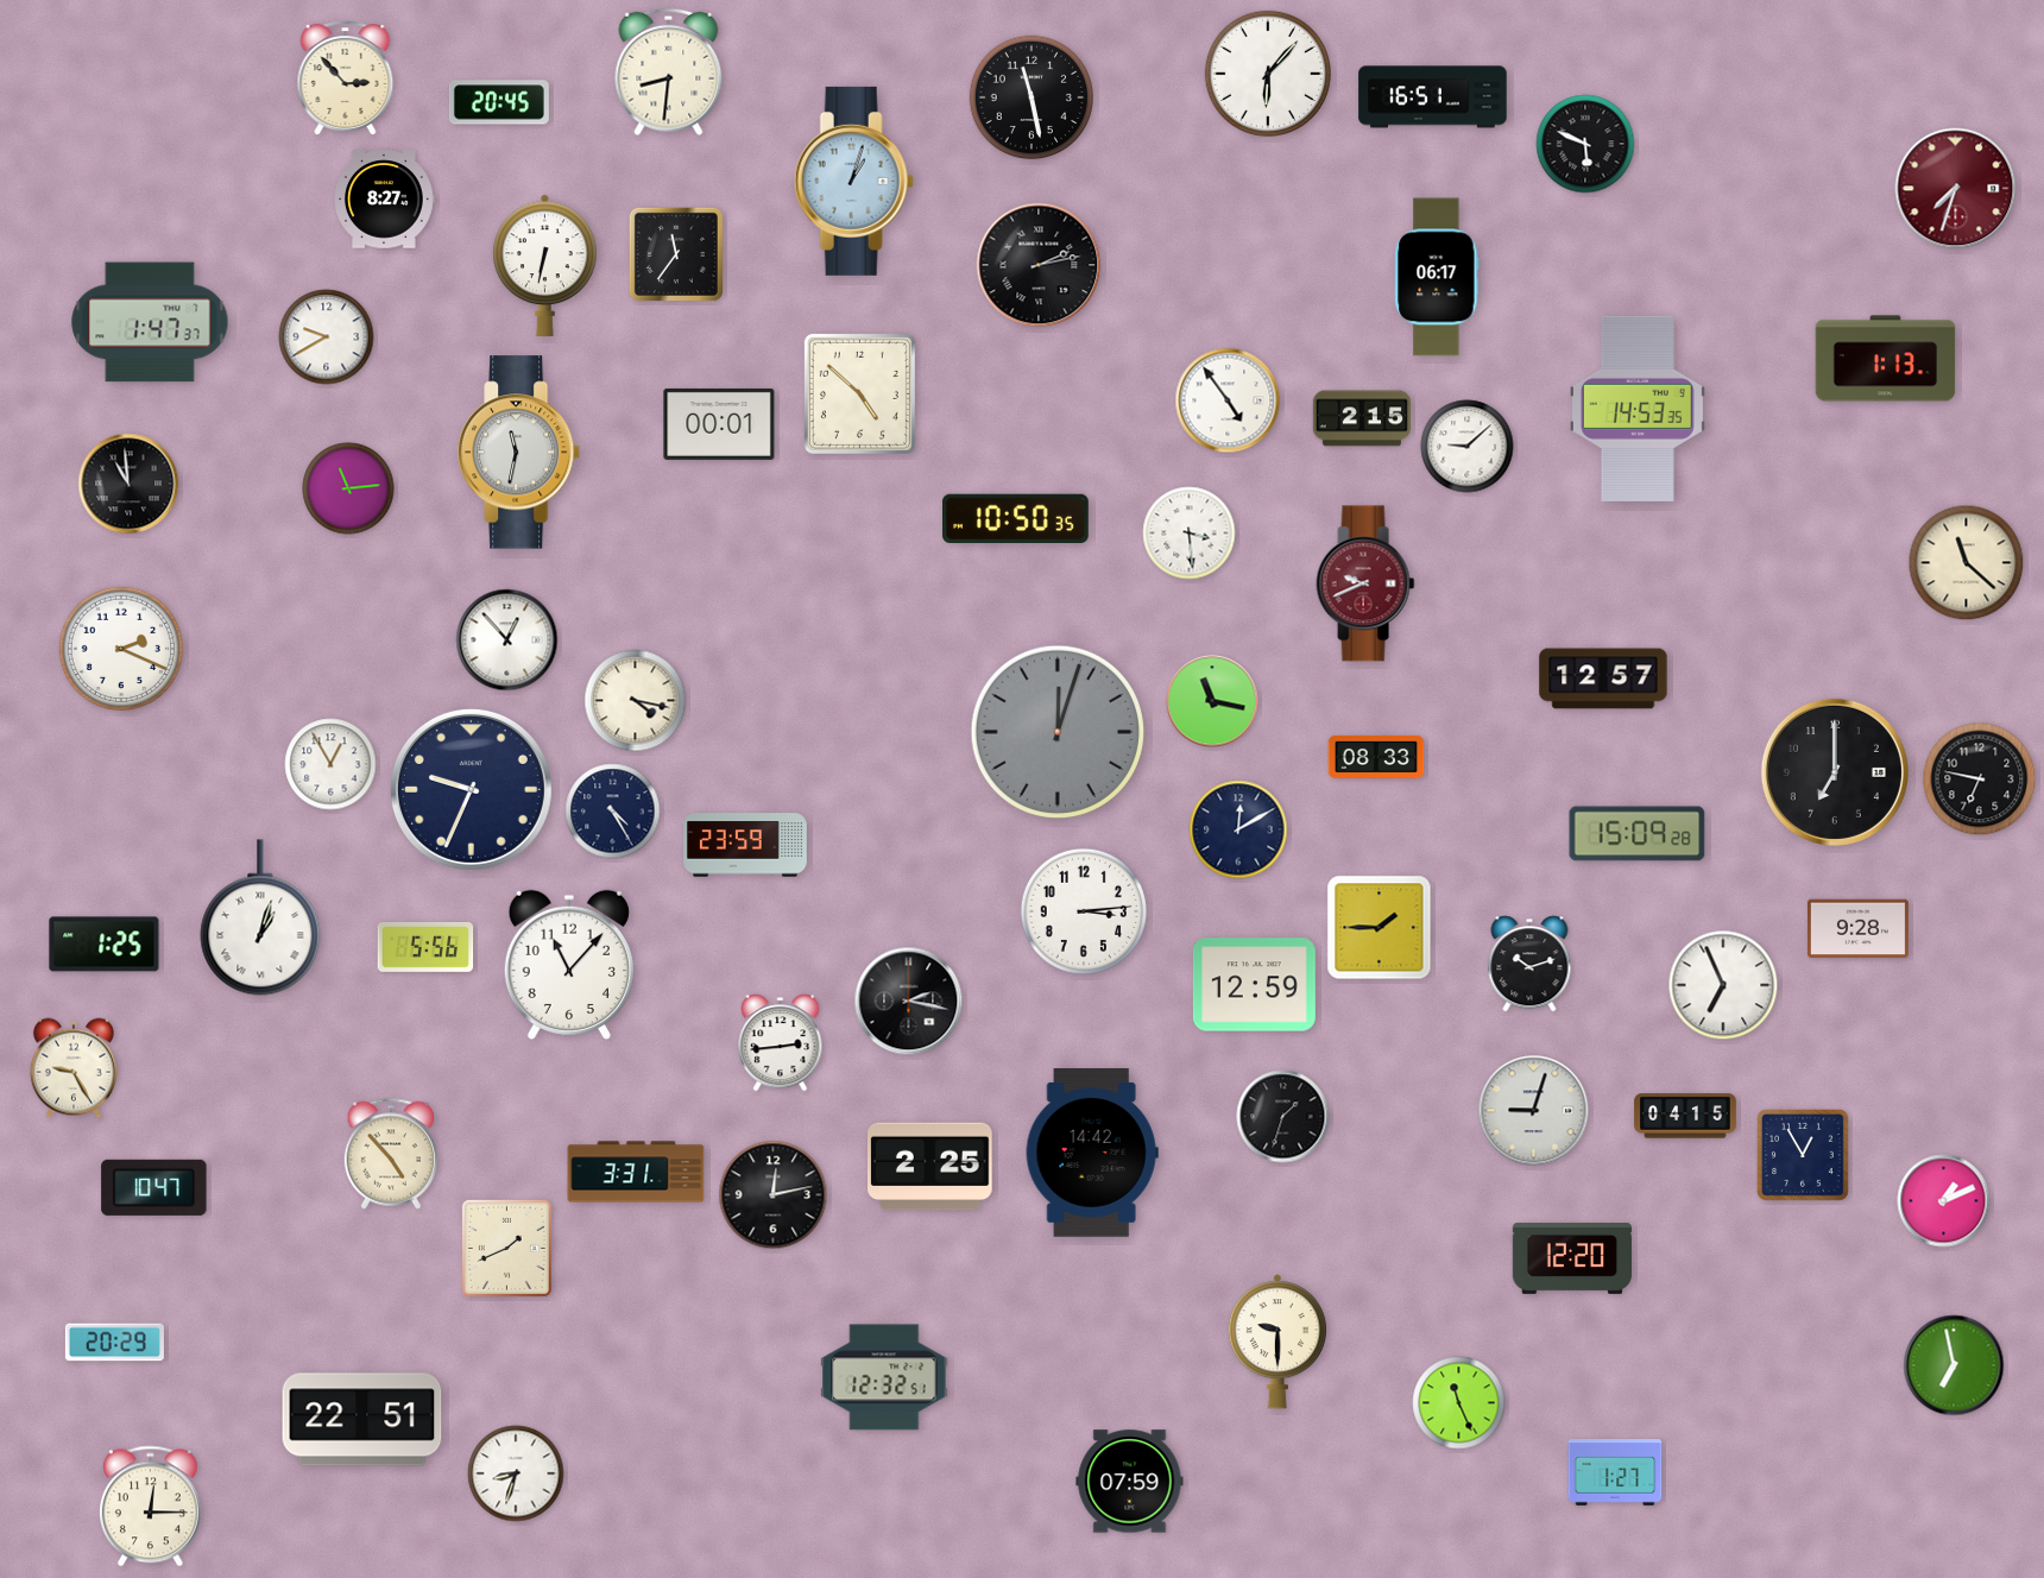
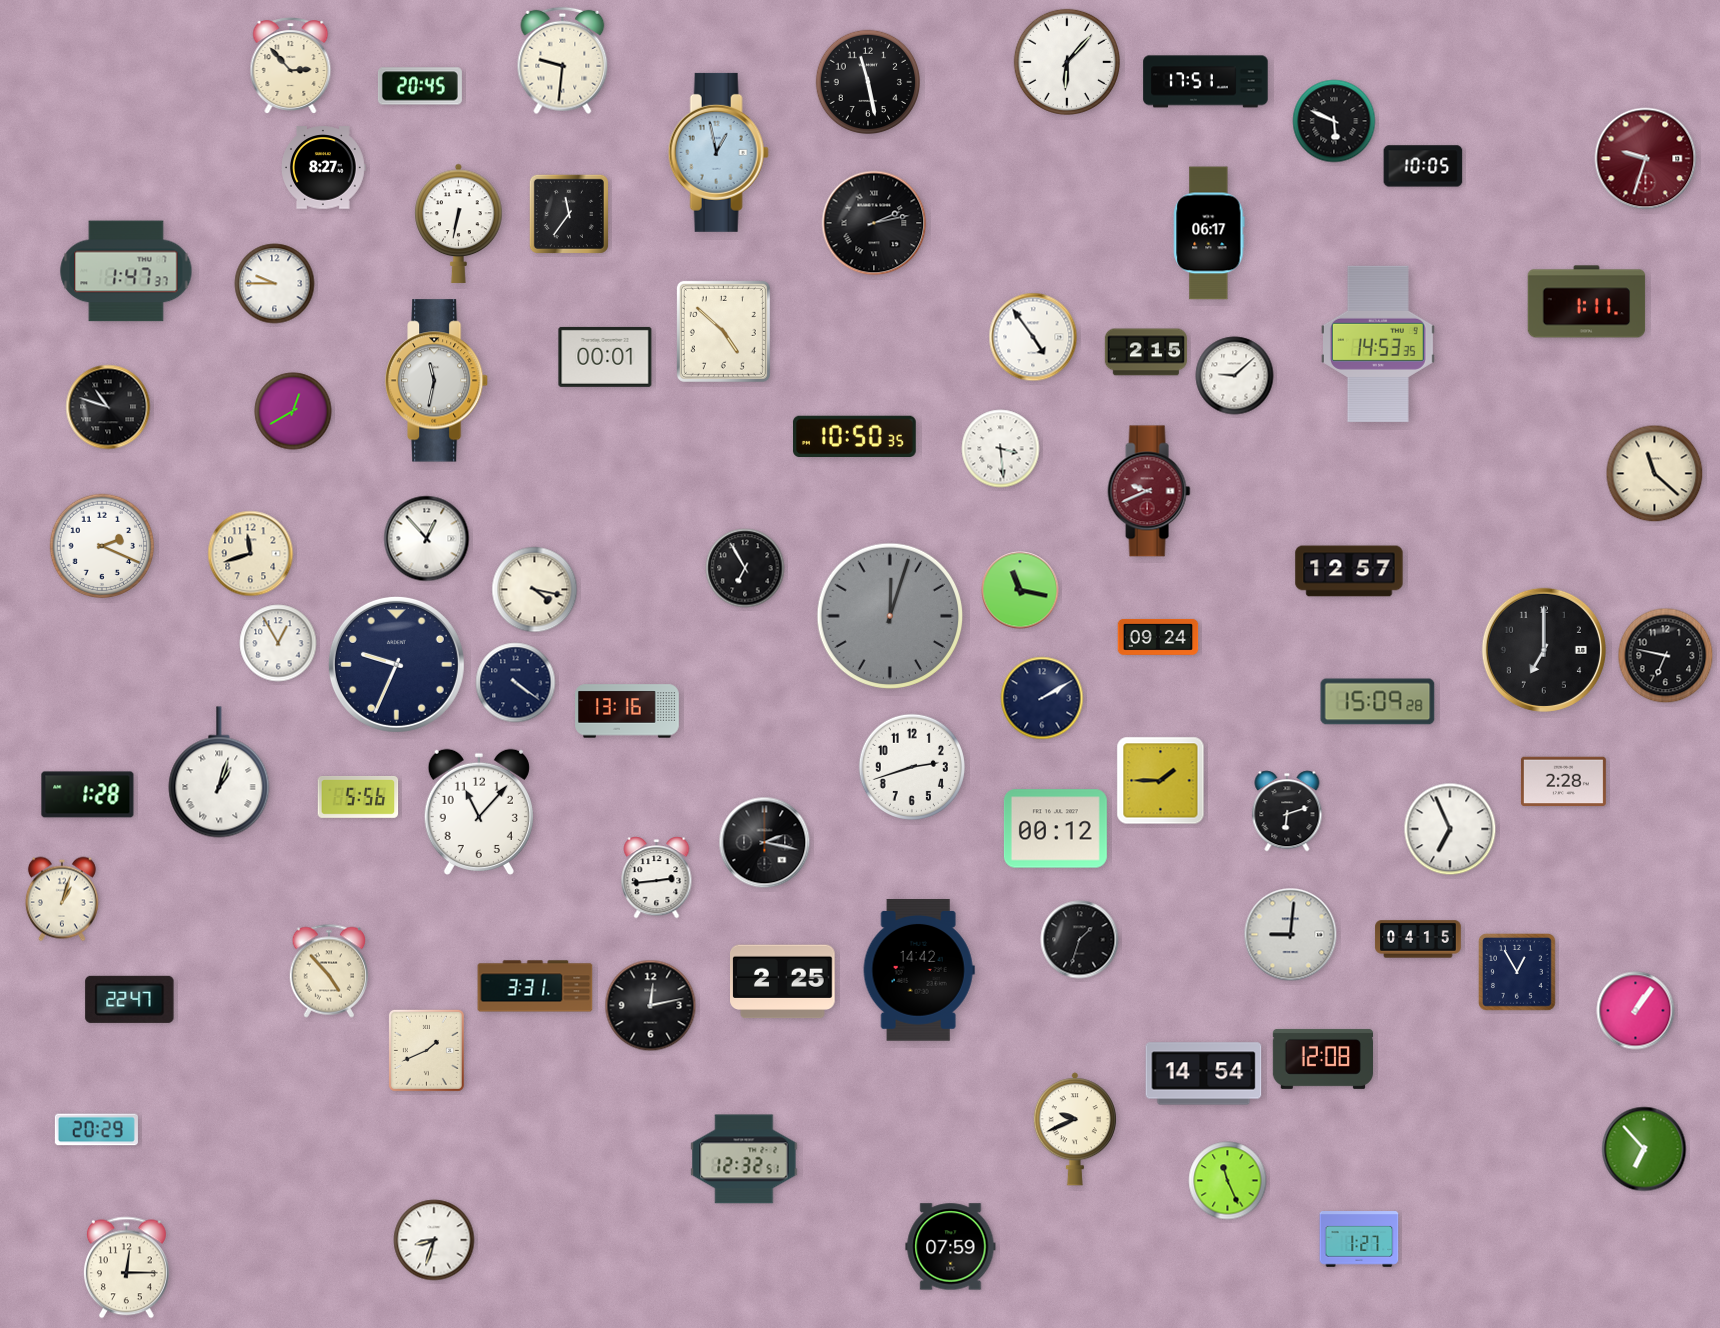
clock at (669, 72): 8:31 -> 9:31
clock at (1433, 97): 16:51 -> 17:51
clock at (853, 181): 1:03 -> 12:58
clock at (1956, 189): 7:33 -> 9:33
clock at (1423, 166): none -> 10:05
clock at (327, 337): 9:40 -> 9:45
clock at (1886, 359): 1:13 -> 1:11
clock at (128, 484): 10:59 -> 10:48
clock at (348, 488): 11:14 -> 12:40
clock at (251, 554): none -> 11:42
clock at (745, 568): none -> 6:55
clock at (1376, 757): 08:33 -> 09:24
clock at (613, 812): 4:25 -> 4:21
clock at (1238, 829): 12:10 -> 2:10
clock at (745, 845): 23:59 -> 13:16
clock at (1084, 911): 3:14 -> 2:42
clock at (1857, 929): 9:28 -> 2:28
clock at (105, 945): 1:25 -> 1:28
clock at (1529, 964): 10:12 -> 6:12
clock at (1254, 985): 12:59 -> 00:12
clock at (74, 1068): 9:25 -> 1:03
clock at (1534, 1111): 9:03 -> 9:01
clock at (154, 1187): 10:47 -> 22:47
clock at (1944, 1201): 1:11 -> 1:06
clock at (1571, 1258): 12:20 -> 12:08
clock at (1204, 1074): none -> 14:54
clock at (1277, 1342): 9:30 -> 9:41
clock at (1954, 1365): 6:58 -> 6:53
clock at (362, 1420): 22:51 -> none
